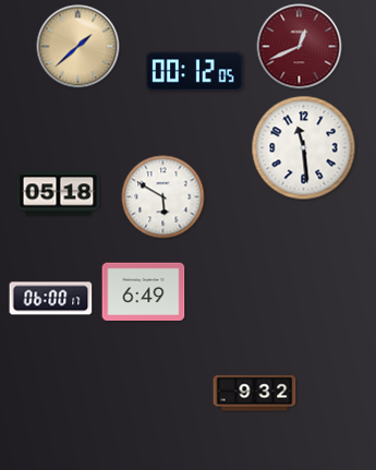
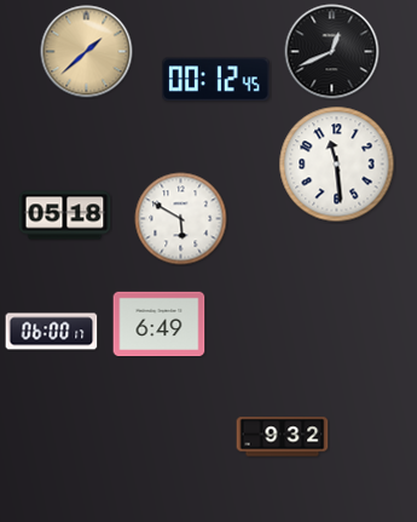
clock at (300, 47) dial: burgundy -> black
clock at (195, 72): 00:12:05 -> 00:12:45
clock at (51, 299) position: (51, 299) -> (52, 332)
